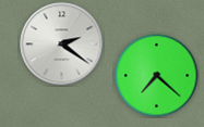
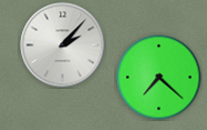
clock at (62, 45): 2:21 -> 2:07
